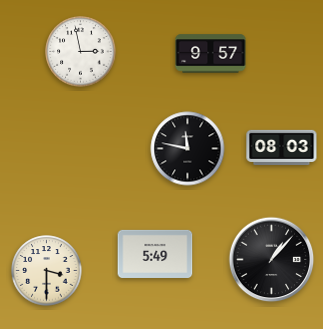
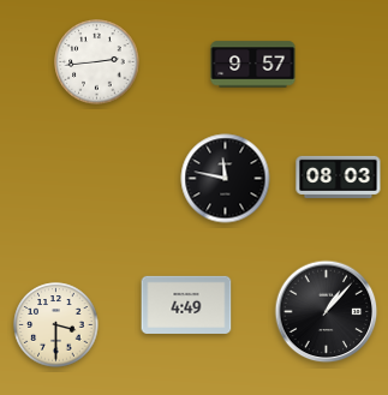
clock at (81, 52): 2:58 -> 2:44
clock at (155, 254): 5:49 -> 4:49
